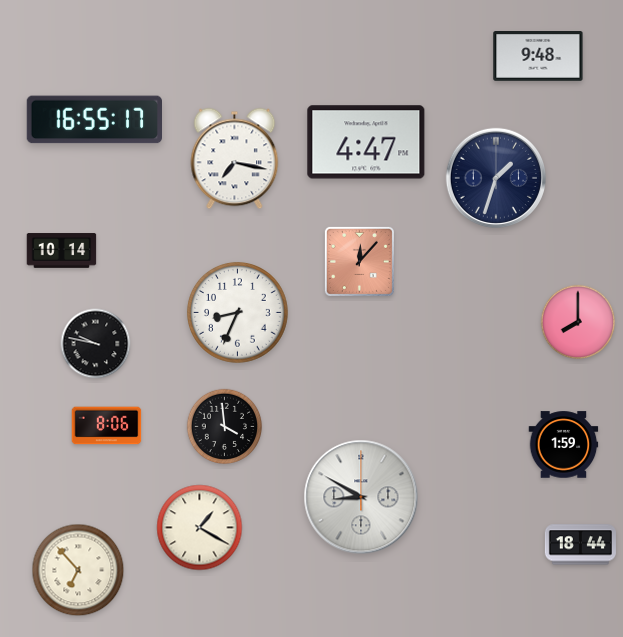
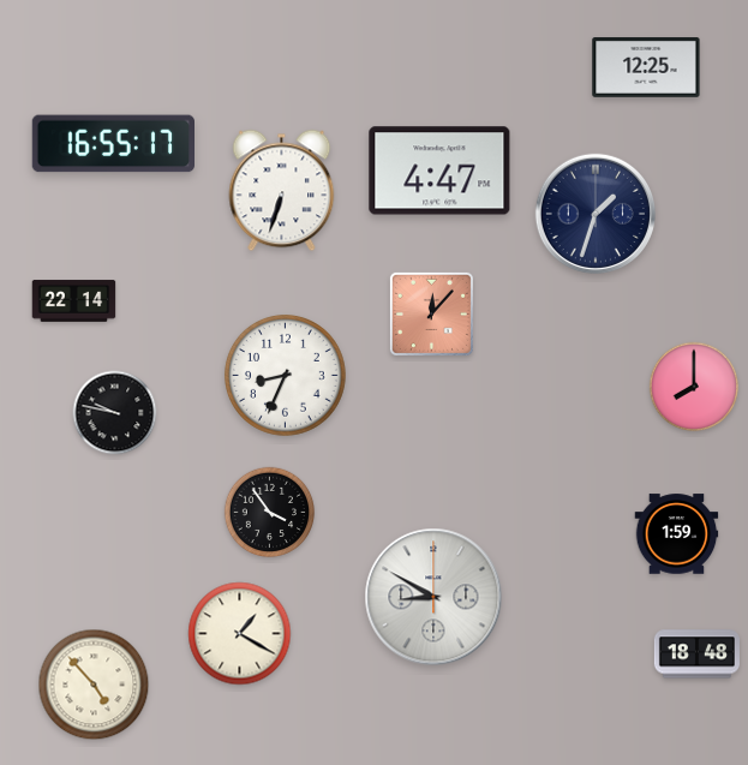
clock at (538, 57): 9:48 -> 12:25
clock at (235, 159): 7:17 -> 6:33
clock at (62, 251): 10:14 -> 22:14
clock at (107, 426): 8:06 -> none
clock at (225, 427): 3:59 -> 3:54
clock at (580, 545): 18:44 -> 18:48
clock at (78, 570): 6:53 -> 4:53
